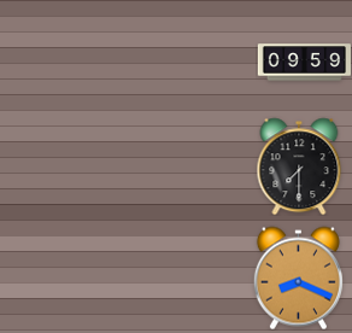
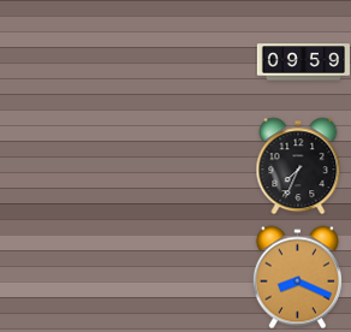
clock at (299, 166): 7:30 -> 7:34
